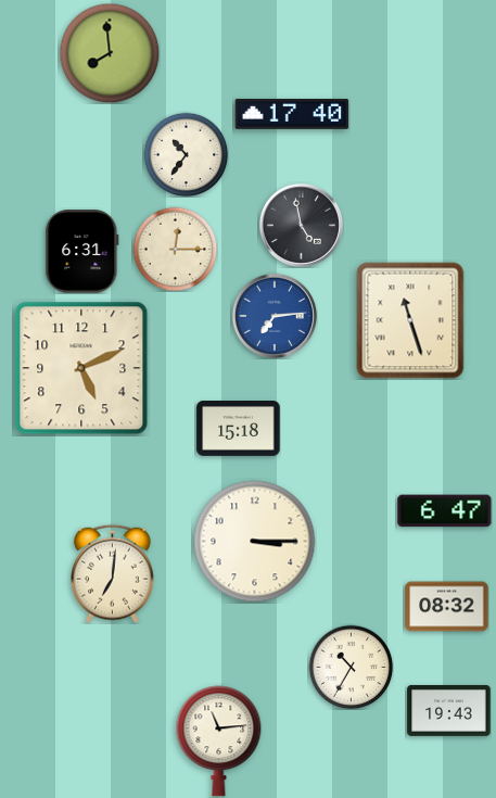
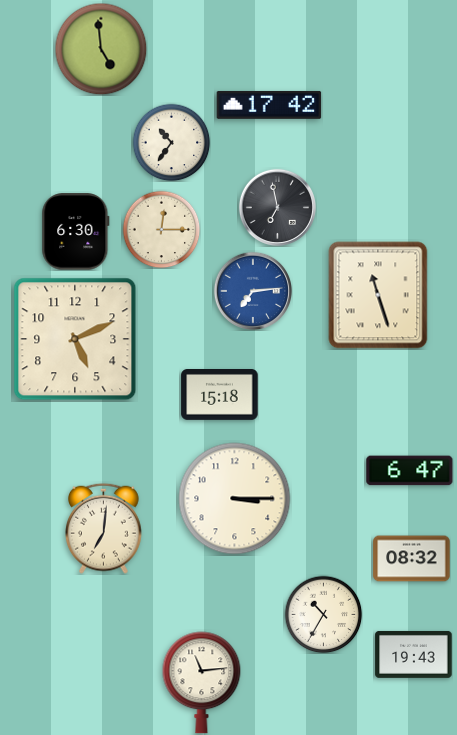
clock at (110, 53): 7:59 -> 4:59
clock at (292, 114): 17:40 -> 17:42
clock at (301, 225): 4:58 -> 6:58
clock at (82, 252): 6:31 -> 6:30
